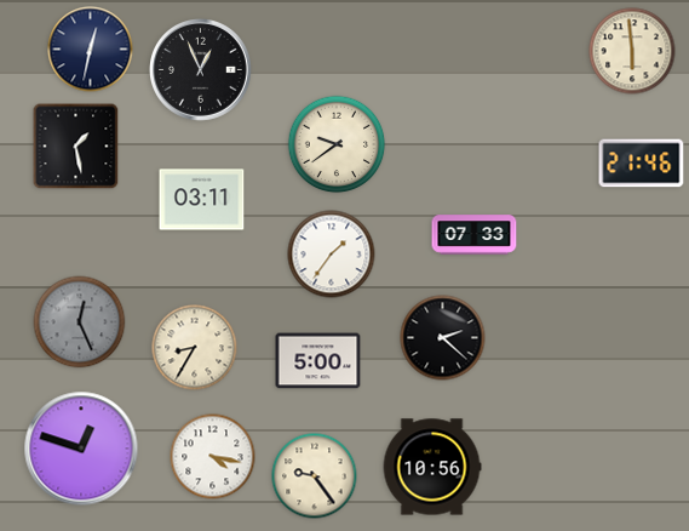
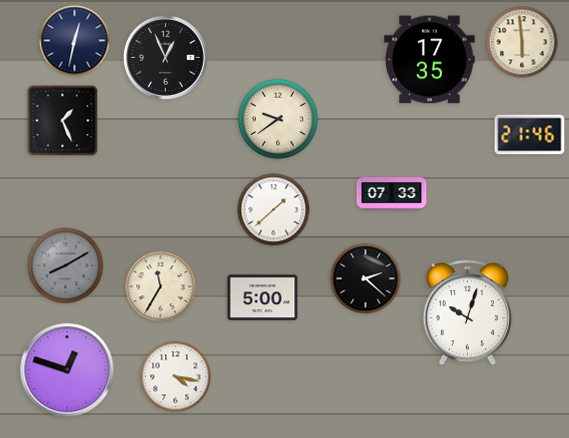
clock at (430, 60): none -> 17:35
clock at (76, 147): 1:28 -> 1:26
clock at (202, 200): 03:11 -> none
clock at (332, 255): 1:36 -> 1:38
clock at (80, 322): 12:26 -> 8:10
clock at (195, 348): 8:35 -> 11:35
clock at (467, 313): none -> 10:03
clock at (432, 467): 10:56 -> none
clock at (315, 476): 9:24 -> none
